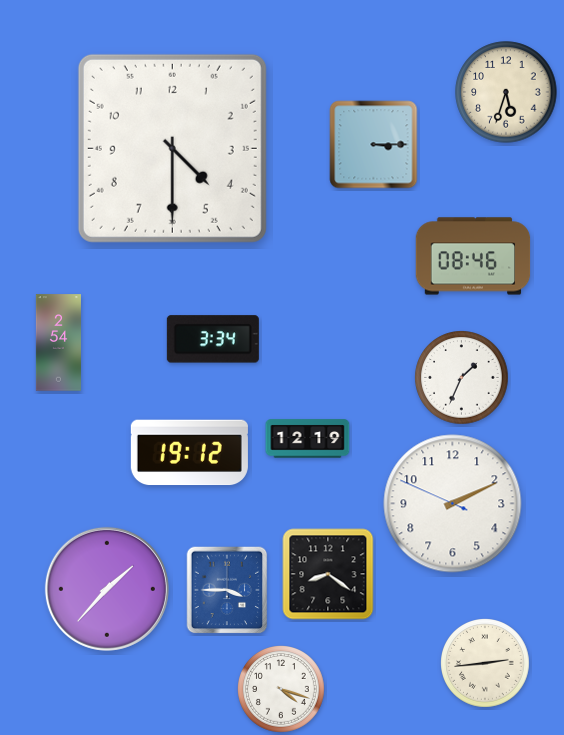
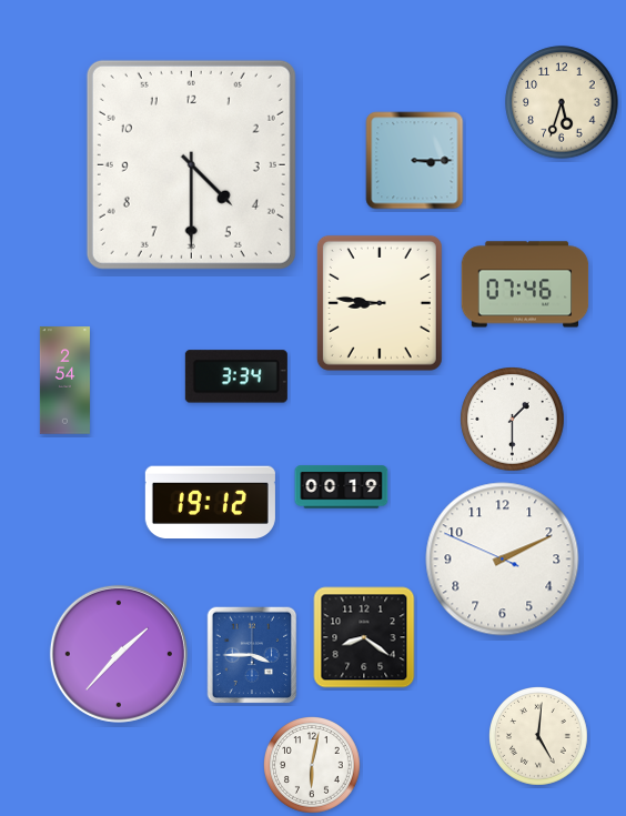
clock at (473, 256): 08:46 -> 07:46
clock at (380, 303): none -> 8:46
clock at (462, 378): 1:34 -> 1:30
clock at (308, 439): 12:19 -> 00:19
clock at (486, 664): 2:44 -> 5:01
clock at (282, 690): 4:18 -> 6:02
